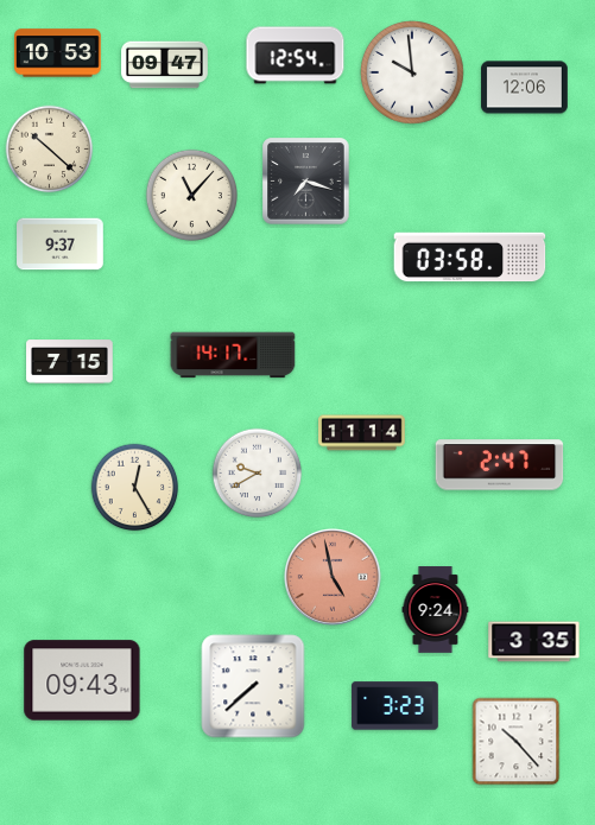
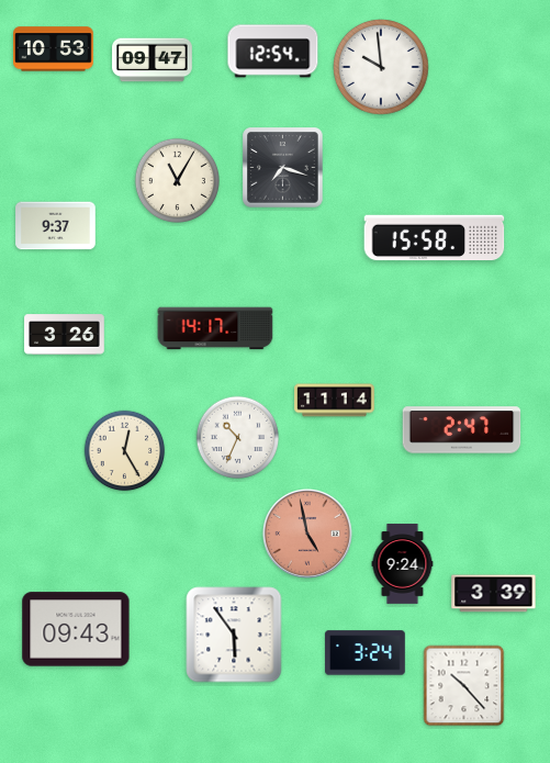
clock at (525, 88): 12:06 -> none
clock at (50, 150): 10:22 -> none
clock at (191, 195): 11:07 -> 11:05
clock at (470, 258): 03:58 -> 15:58
clock at (70, 362): 7:15 -> 3:26
clock at (258, 474): 9:40 -> 10:34
clock at (534, 642): 3:35 -> 3:39
clock at (253, 686): 7:38 -> 5:54
clock at (395, 706): 3:23 -> 3:24
clock at (517, 742) position: (517, 742) -> (464, 686)
